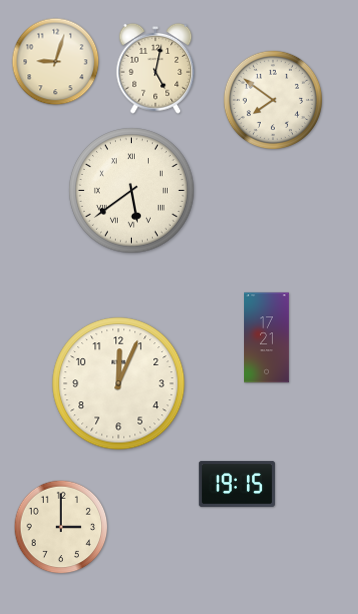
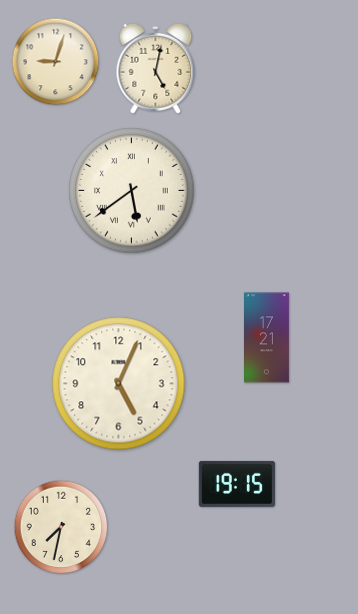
clock at (273, 100): 7:51 -> none
clock at (119, 384): 12:04 -> 5:04
clock at (61, 527): 3:00 -> 7:32
